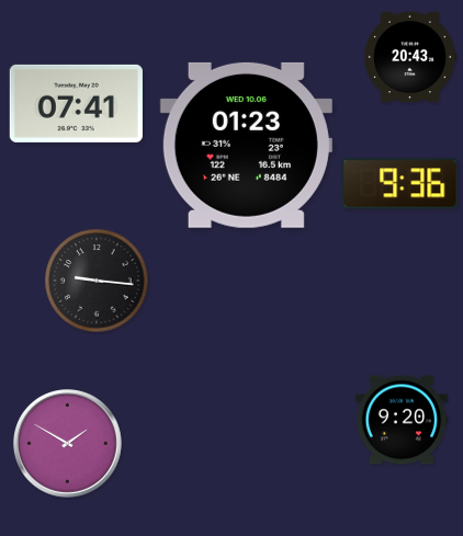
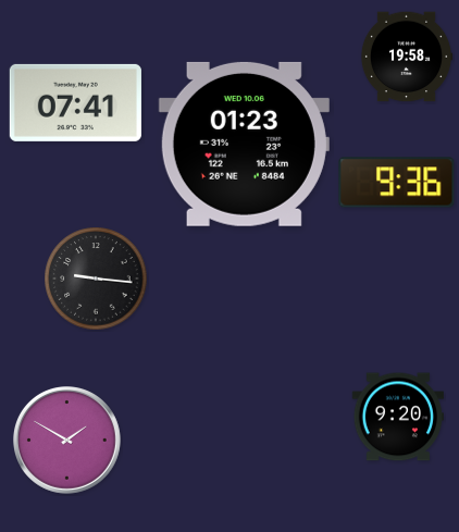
clock at (410, 57): 20:43 -> 19:58
